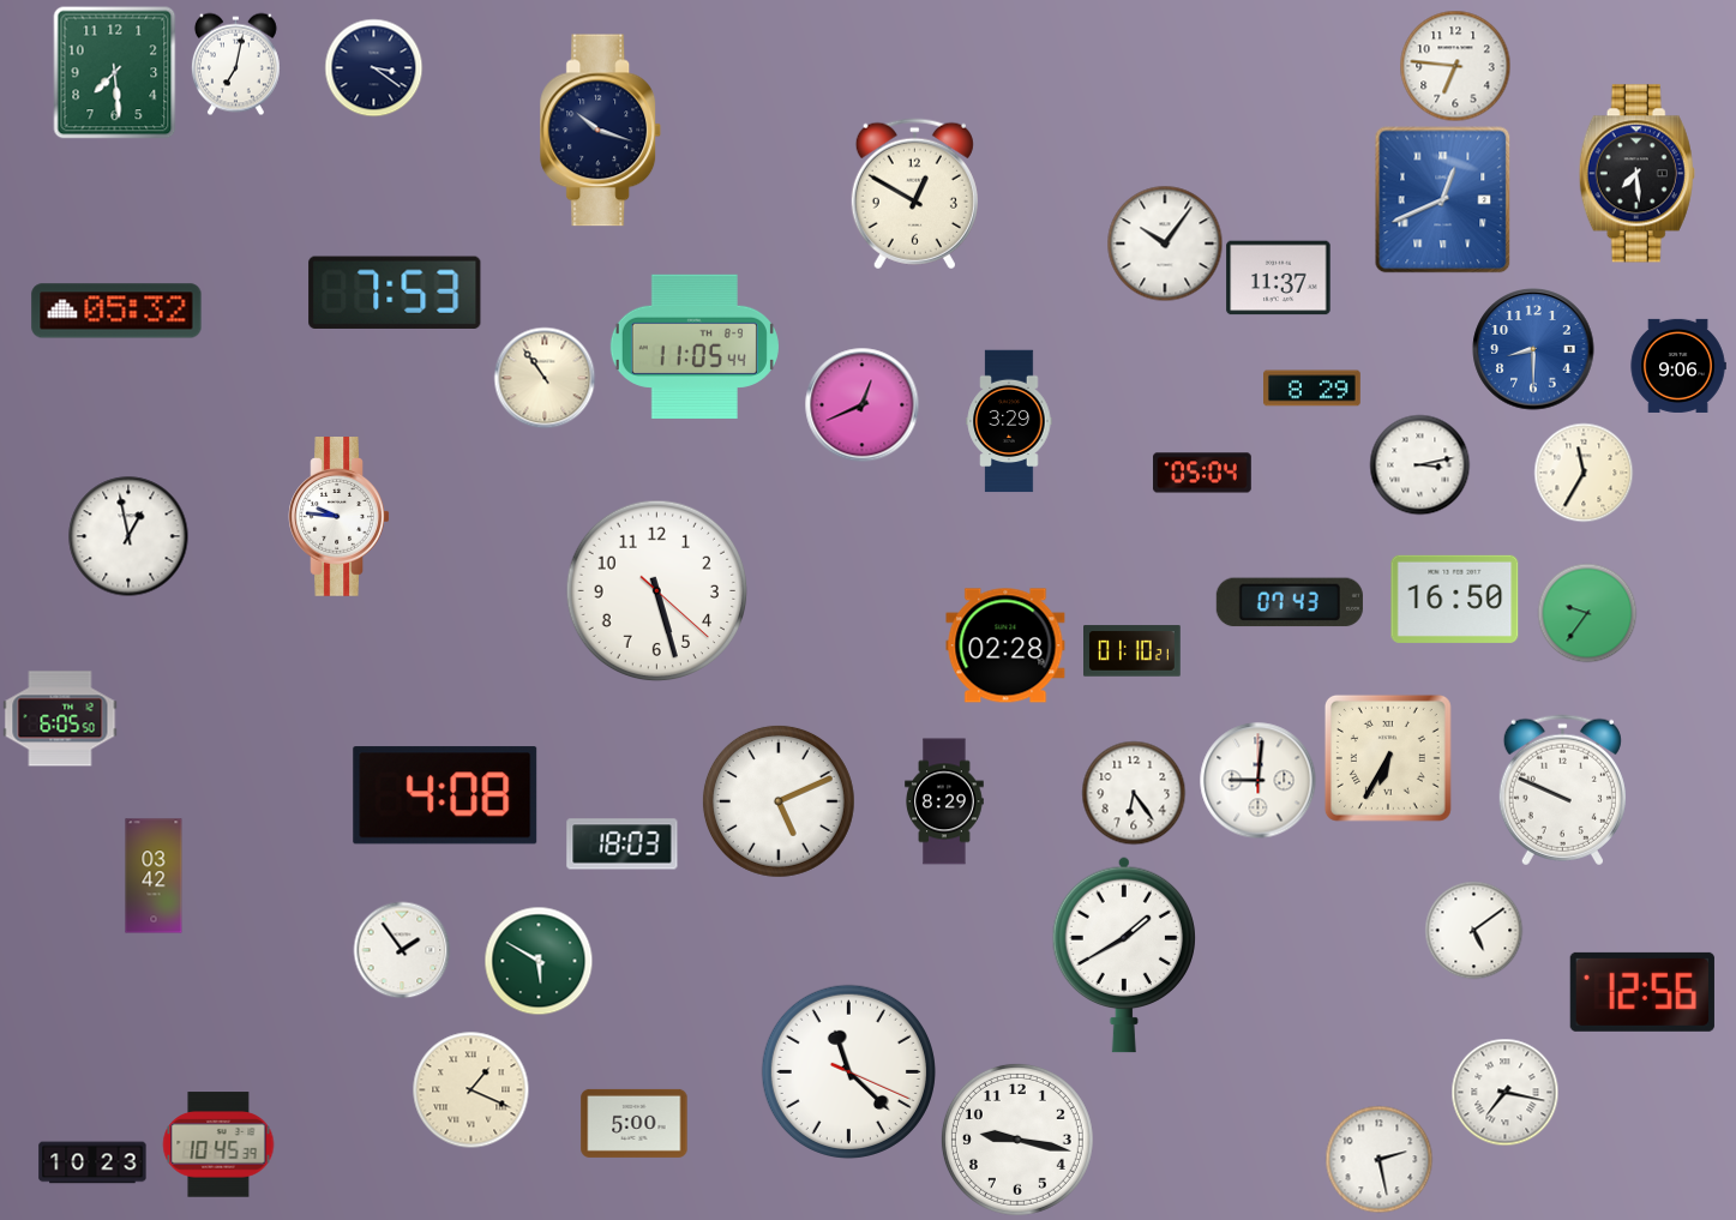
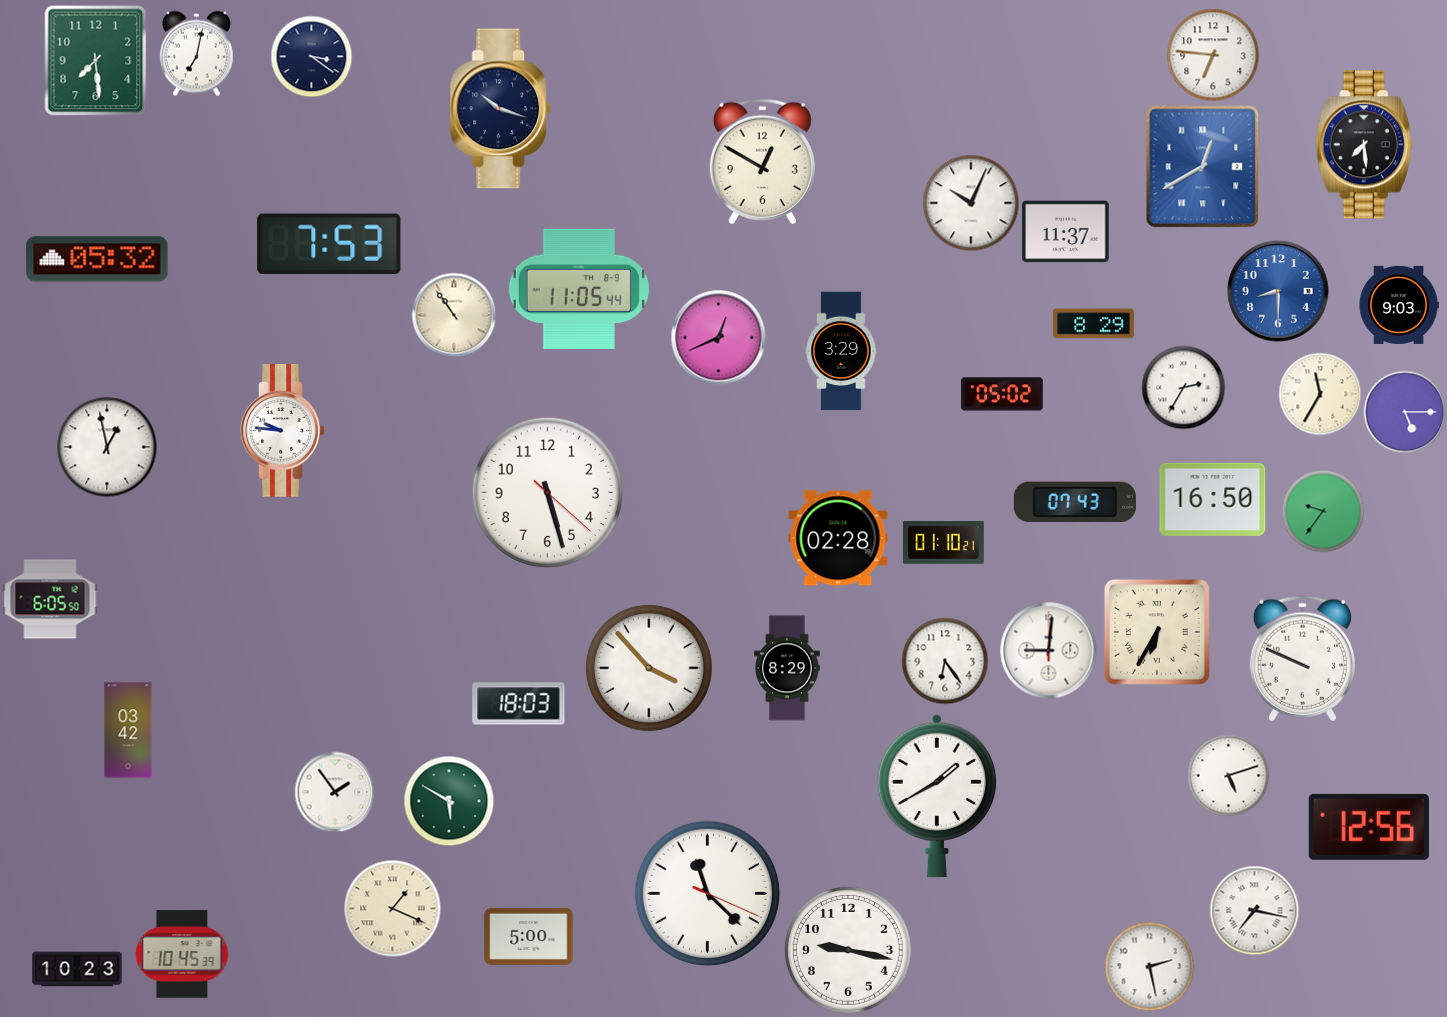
clock at (1443, 200): 12:41 -> 12:40
clock at (1165, 244): 10:06 -> 10:04
clock at (1678, 366): 9:06 -> 9:03
clock at (1419, 464): 3:13 -> 2:35
clock at (1202, 473): 05:04 -> 05:02
clock at (1405, 412): none -> 5:15
clock at (445, 795): 4:08 -> none
clock at (779, 801): 5:11 -> 3:53
clock at (1473, 930): 5:09 -> 5:12
